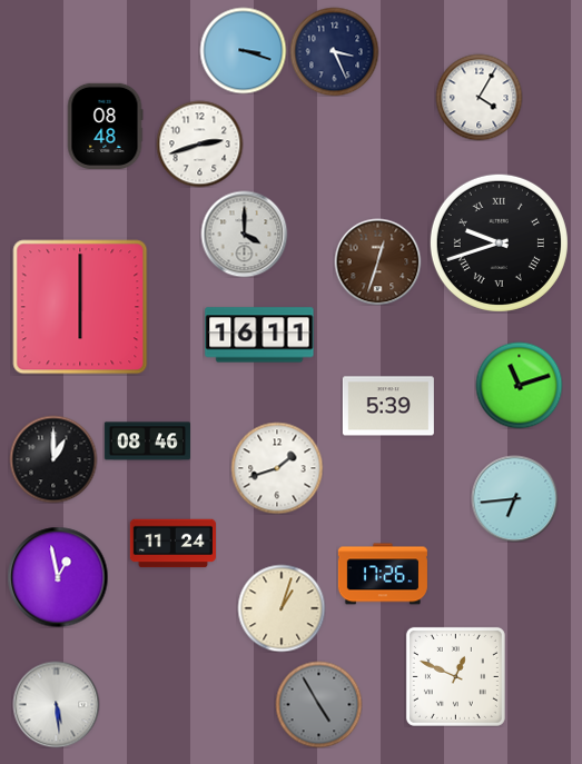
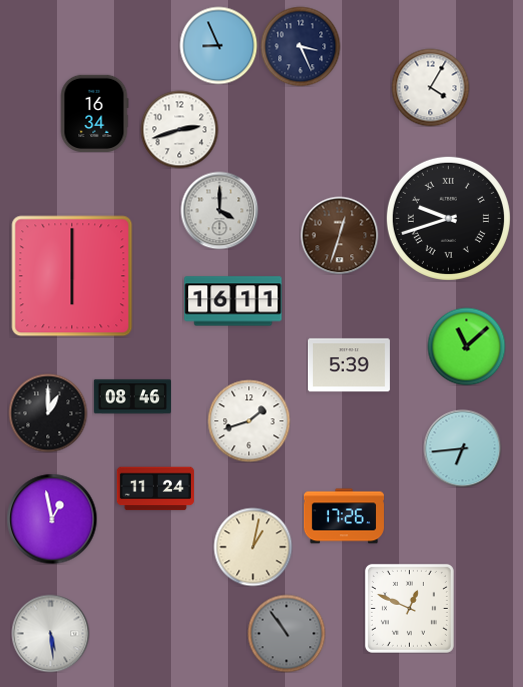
clock at (243, 50): 3:18 -> 8:56
clock at (105, 126): 08:48 -> 16:34
clock at (519, 385): 11:12 -> 11:08
clock at (282, 608): 1:03 -> 1:02
clock at (318, 704): 4:55 -> 10:54
